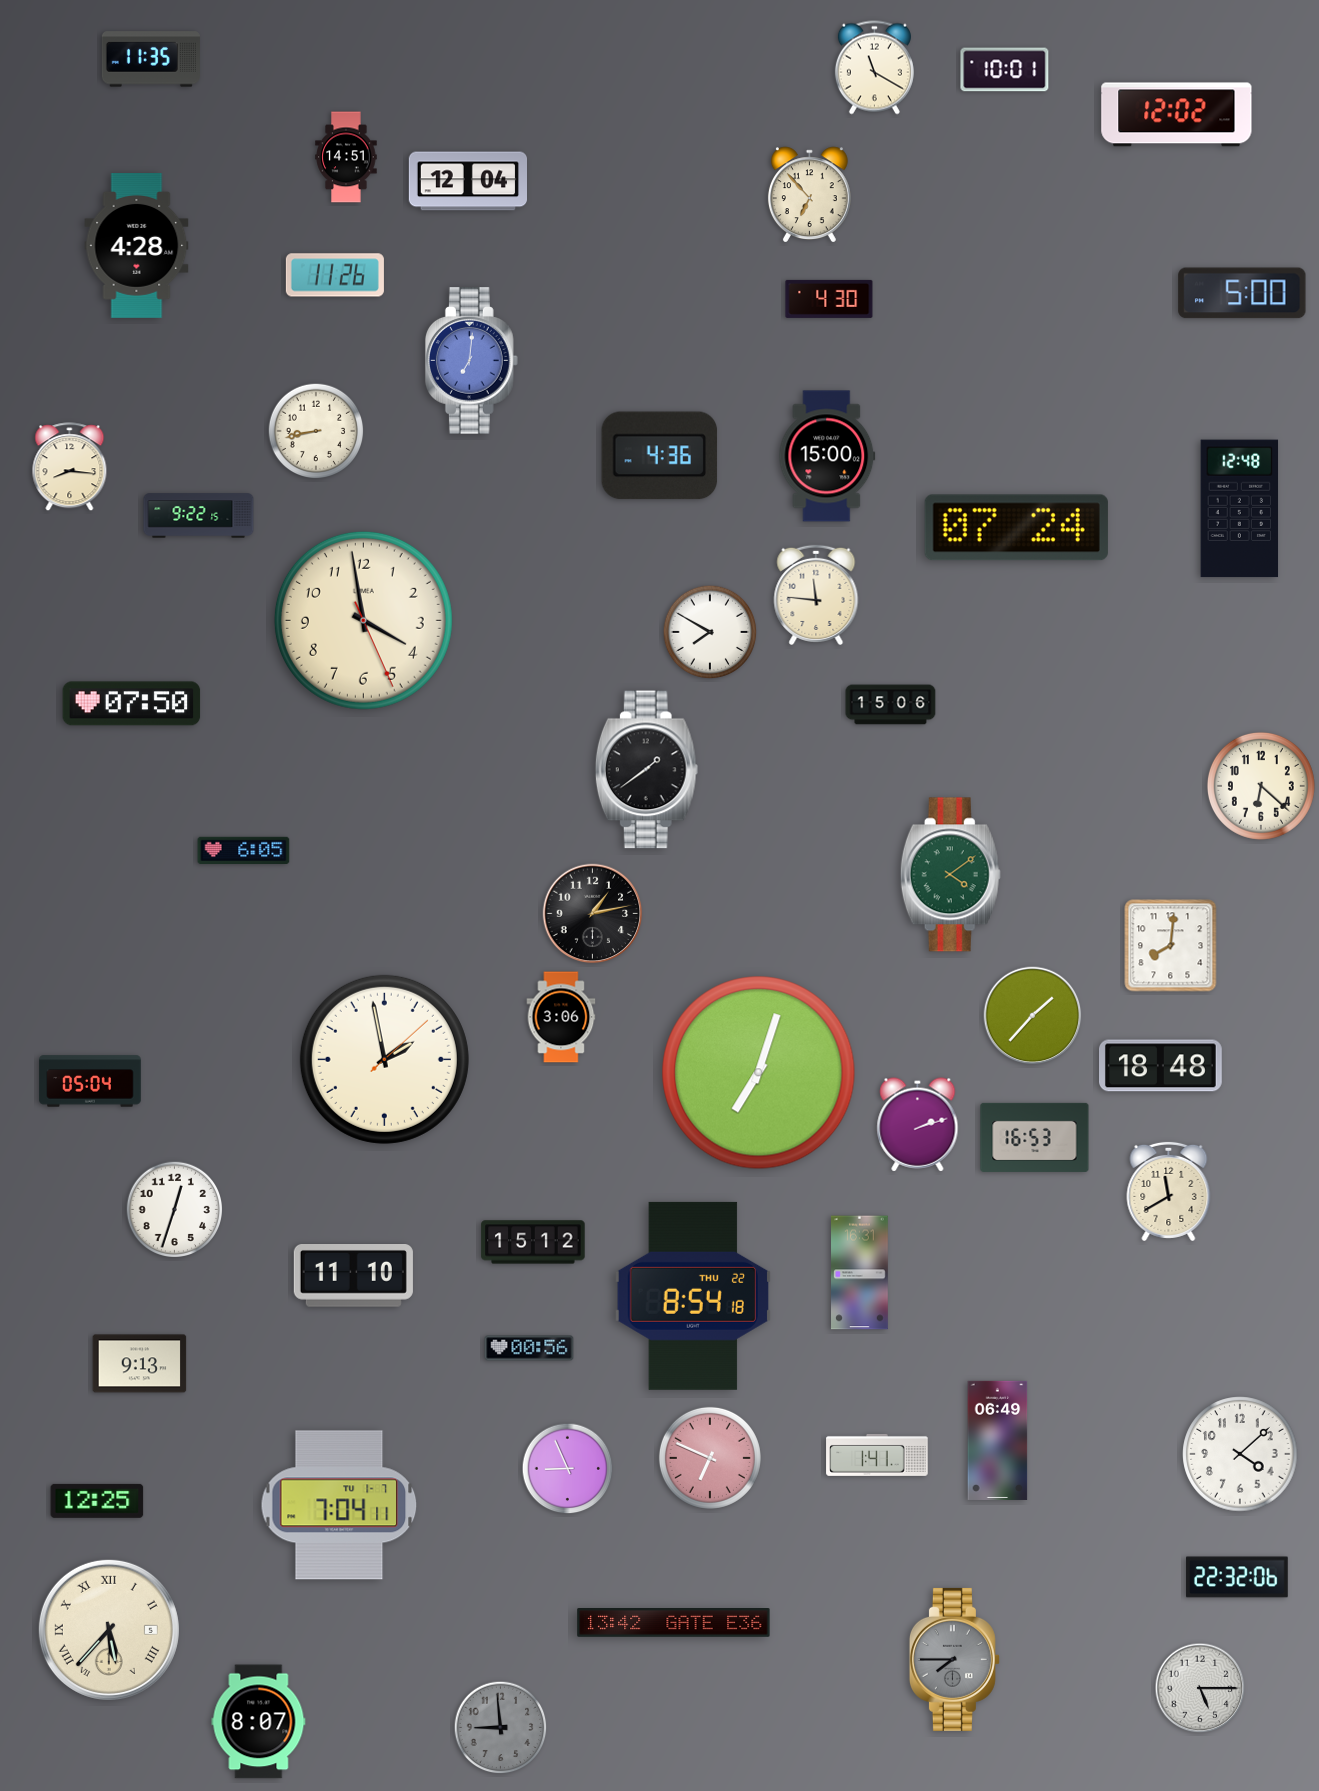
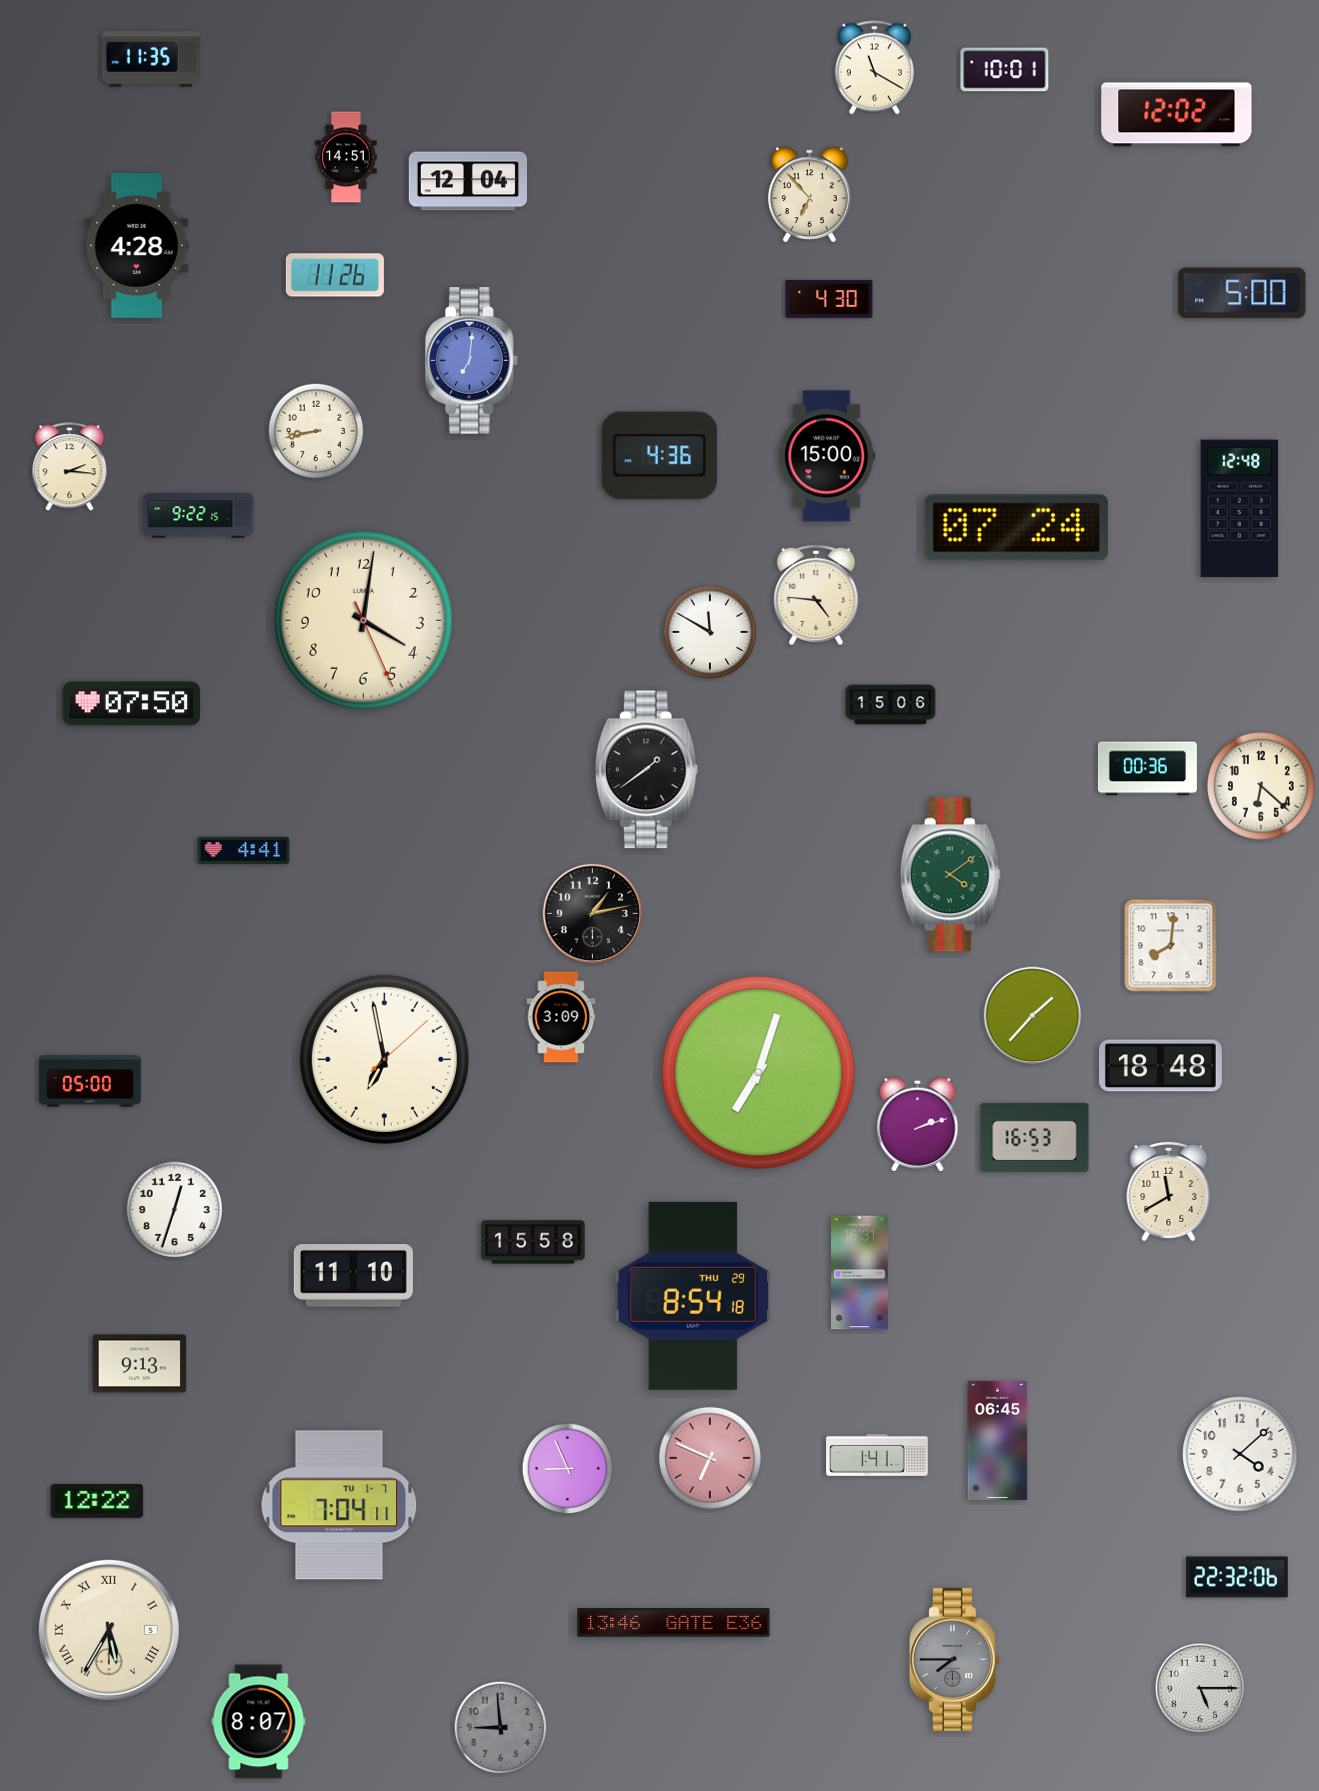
clock at (70, 467): 8:16 -> 2:16
clock at (816, 595): 11:46 -> 4:46
clock at (363, 620): 3:58 -> 4:01
clock at (710, 632): 7:50 -> 11:50
clock at (1147, 769): none -> 00:36
clock at (244, 850): 6:05 -> 4:41
clock at (561, 1017): 3:06 -> 3:09
clock at (384, 1059): 1:58 -> 6:58
clock at (90, 1081): 05:04 -> 05:00
clock at (533, 1242): 15:12 -> 15:58
clock at (692, 1296) date: THU 22 -> THU 29
clock at (529, 1348): 00:56 -> none
clock at (998, 1440): 06:49 -> 06:45
clock at (97, 1501): 12:25 -> 12:22
clock at (674, 1623): 13:42 -> 13:46
clock at (109, 1630): 5:37 -> 5:35
